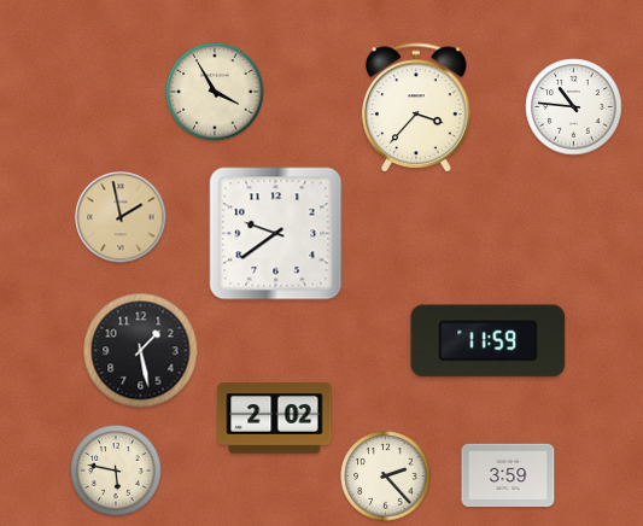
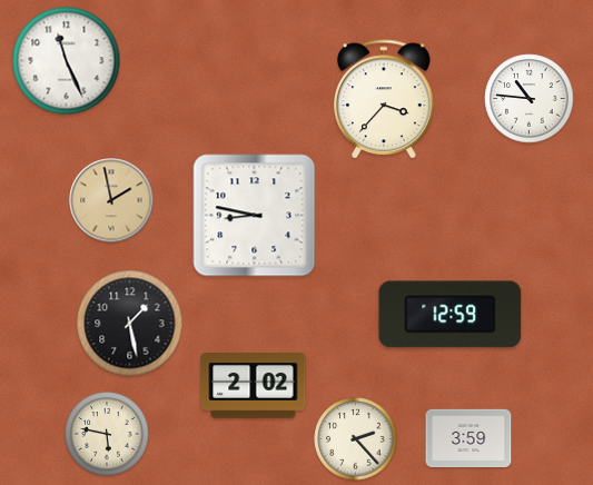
clock at (67, 61): none -> 11:26
clock at (215, 92): 3:55 -> none
clock at (276, 234): 9:39 -> 8:47
clock at (489, 341): 11:59 -> 12:59
